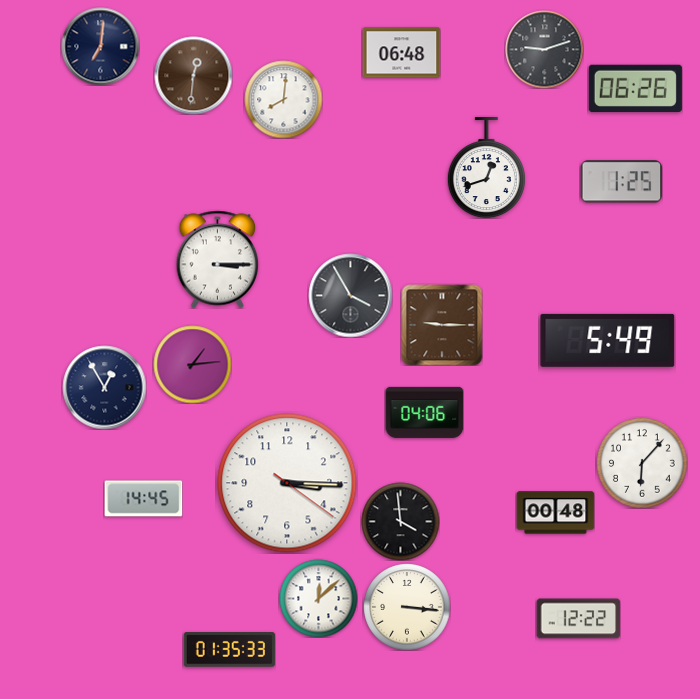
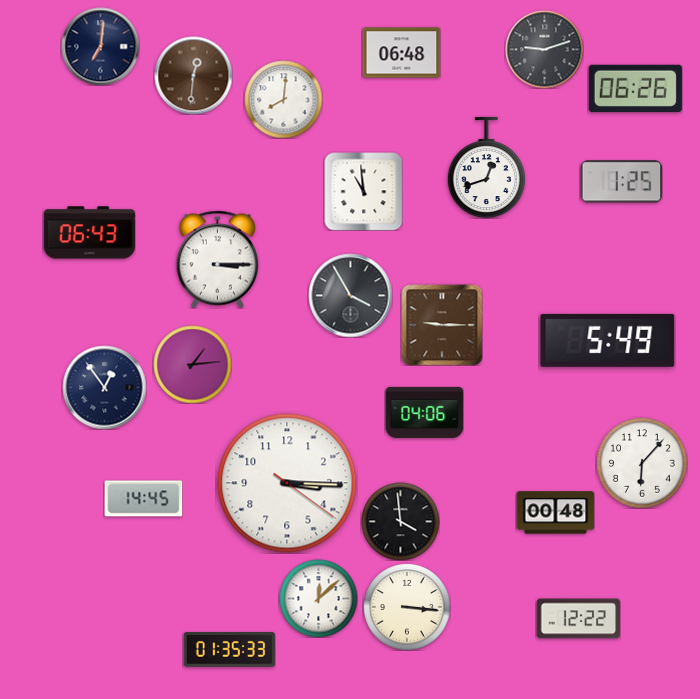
clock at (363, 191): none -> 10:59
clock at (89, 233): none -> 06:43
clock at (104, 387): 12:55 -> 12:54
